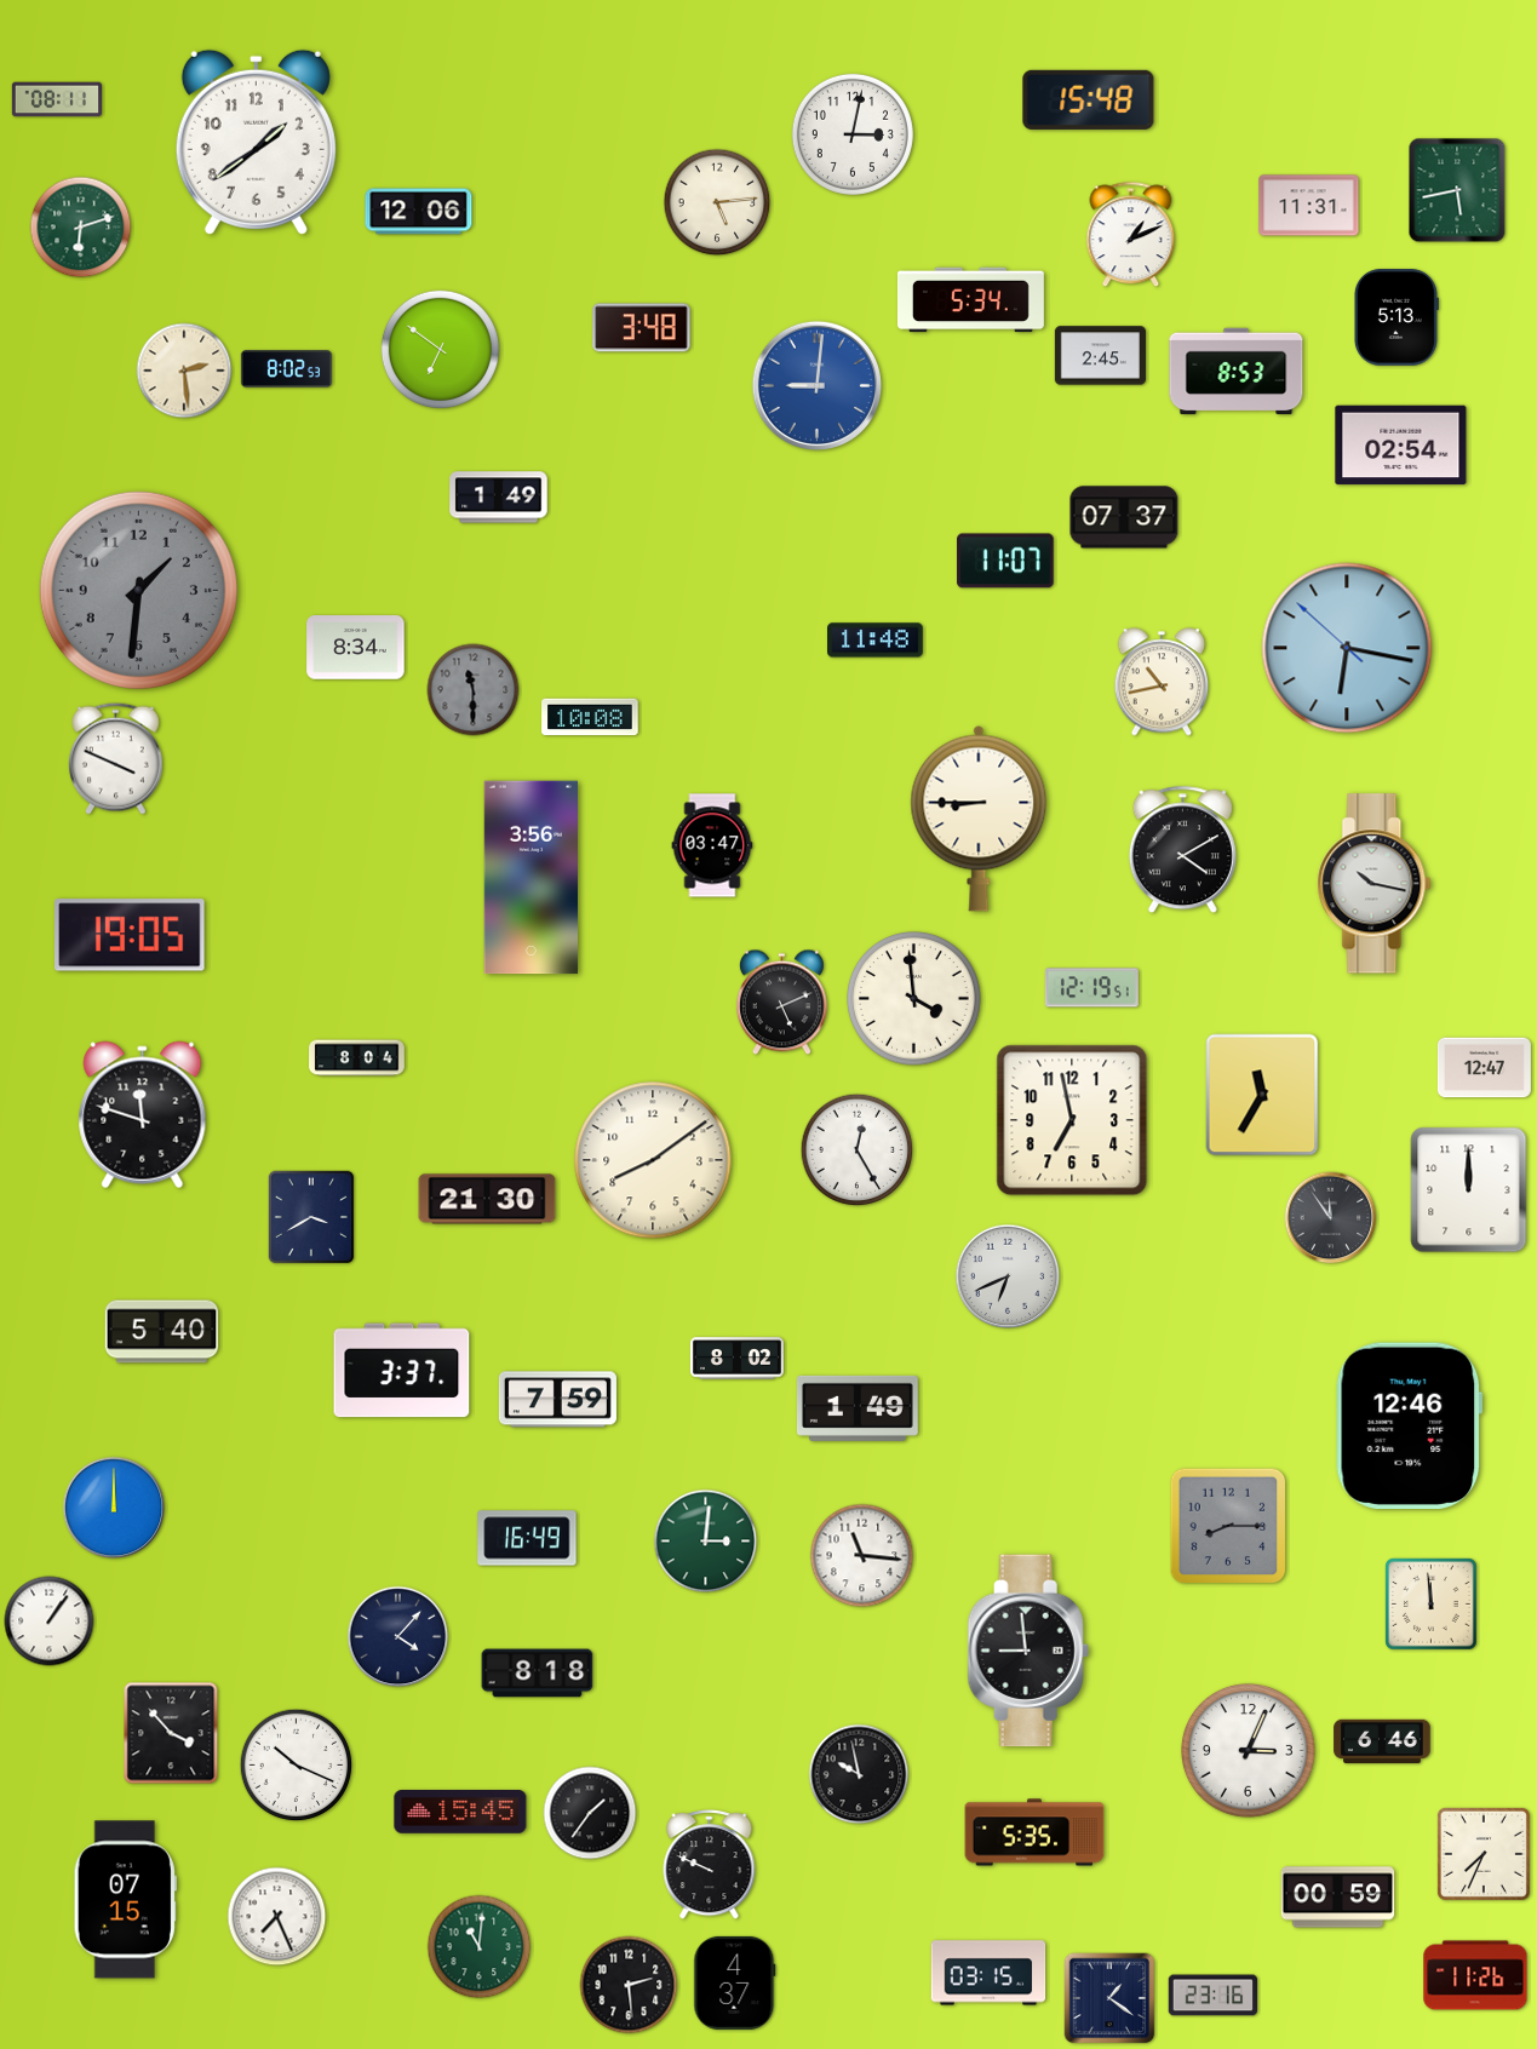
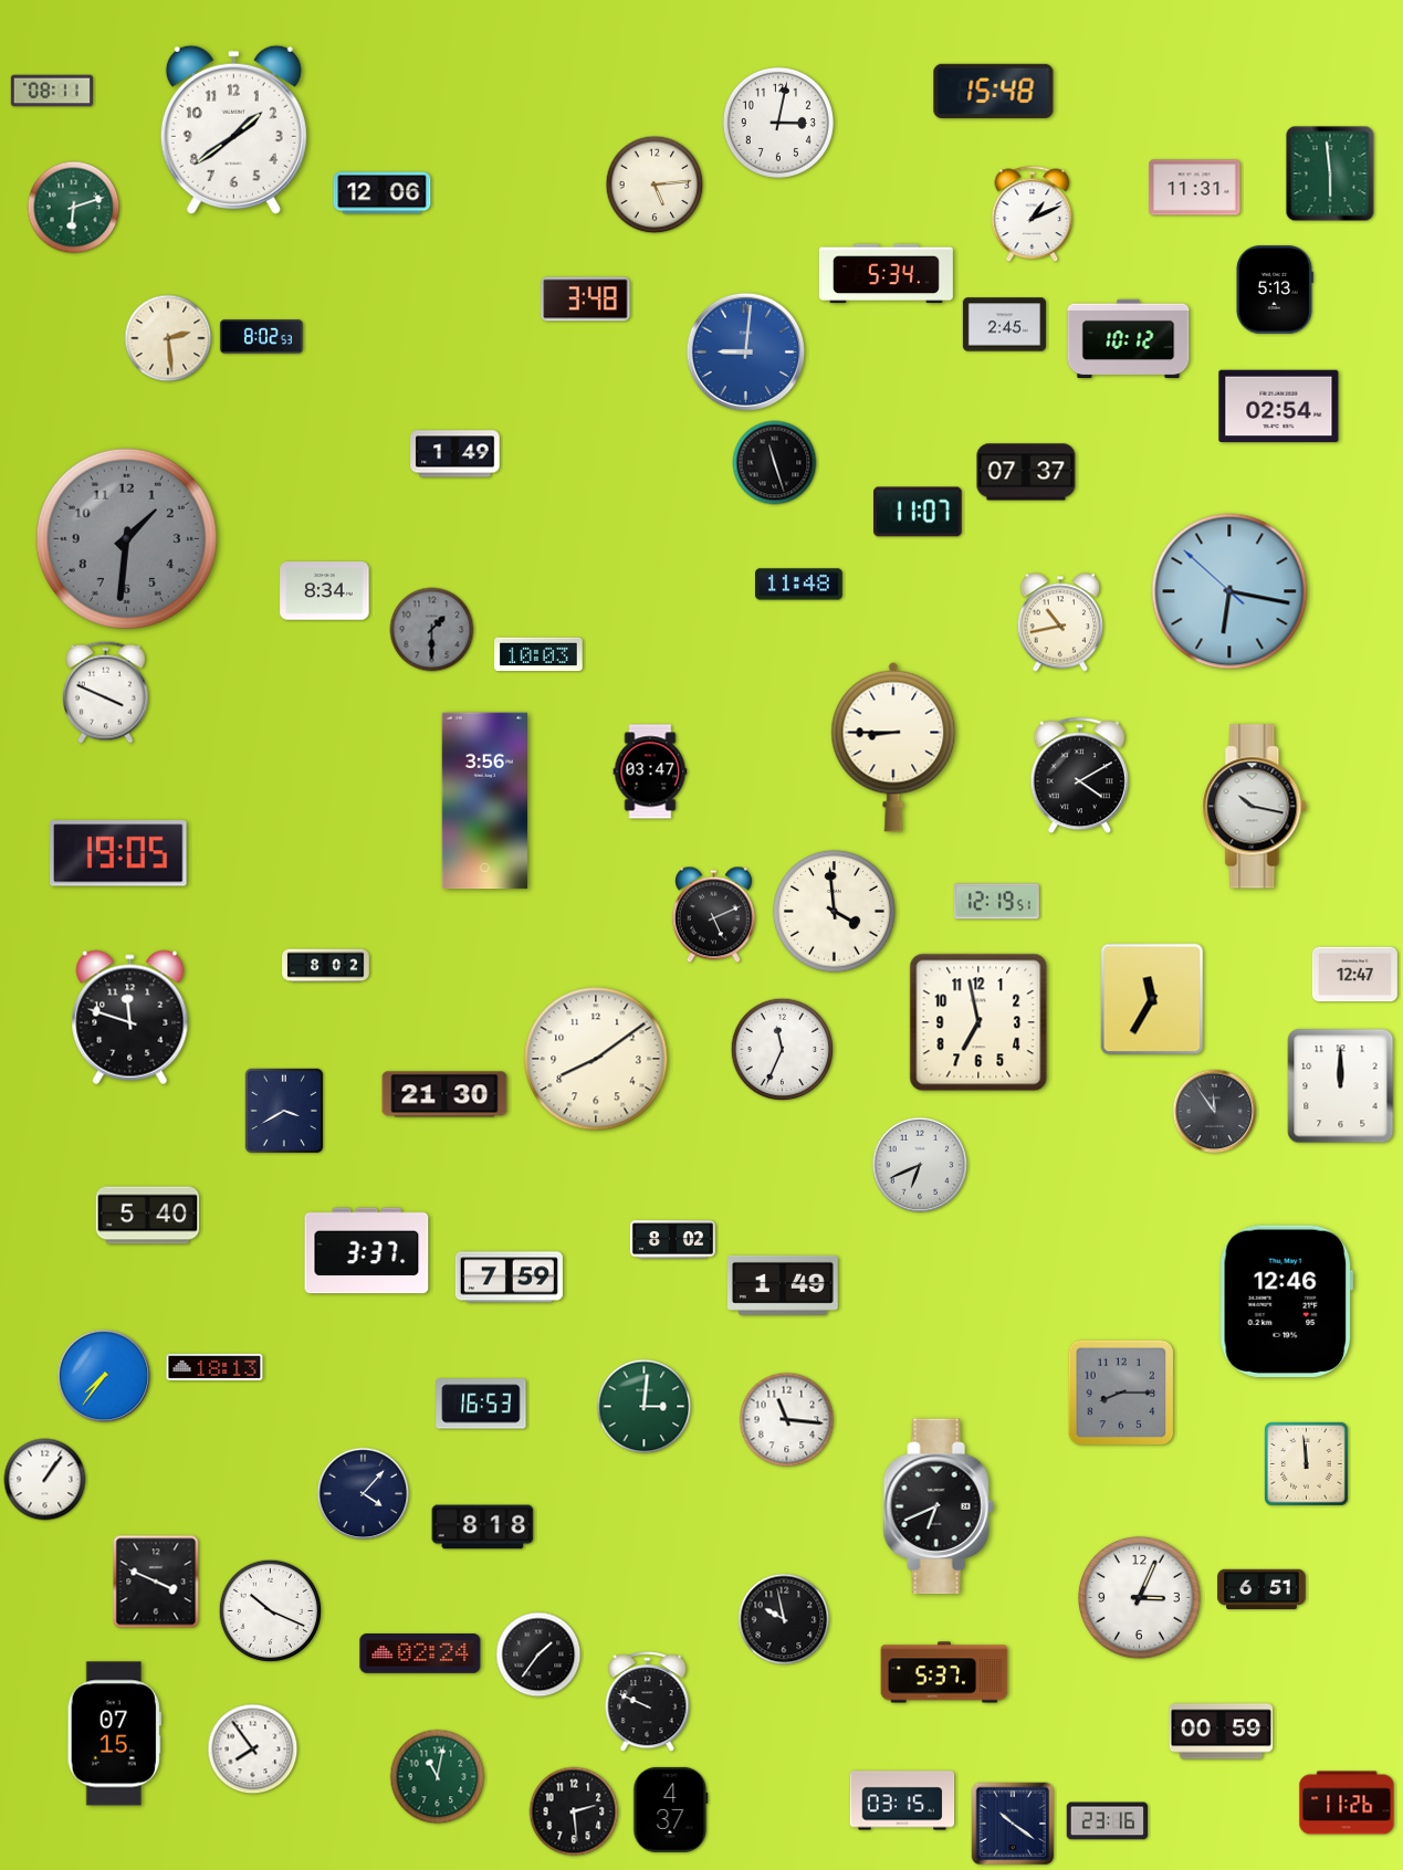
clock at (1457, 190): 5:43 -> 5:59
clock at (440, 349): 6:51 -> none
clock at (1237, 372): 8:53 -> 10:12
clock at (775, 463): none -> 11:27
clock at (474, 690): 11:30 -> 1:30
clock at (590, 717): 10:08 -> 10:03
clock at (357, 1058): 8:04 -> 8:02
clock at (858, 1150): 12:25 -> 11:34
clock at (214, 1367): none -> 18:13
clock at (114, 1508): 12:00 -> 7:36
clock at (527, 1538): 16:49 -> 16:53
clock at (1028, 1651): 8:59 -> 6:41
clock at (538, 1674) position: (538, 1674) -> (483, 1527)
clock at (171, 1733): 3:53 -> 3:49
clock at (1382, 1741): 6:46 -> 6:51
clock at (460, 1813): 15:45 -> 02:24
clock at (1034, 1832): 5:35 -> 5:37
clock at (1484, 1854): 7:34 -> none
clock at (277, 1917): 7:26 -> 7:54
clock at (480, 1947): 11:01 -> 11:02
clock at (1109, 1998): 1:21 -> 10:21
